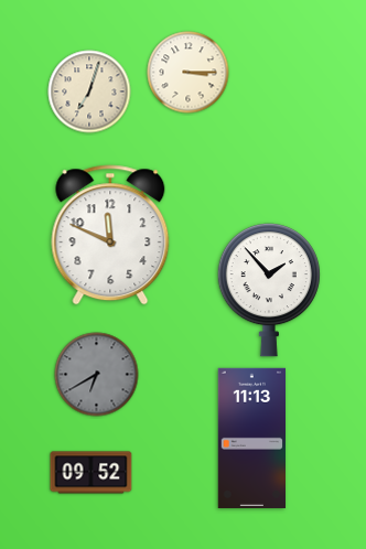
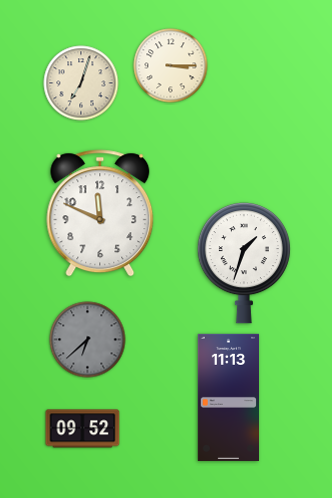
clock at (269, 290): 1:53 -> 1:33
clock at (97, 375): 6:40 -> 6:38
